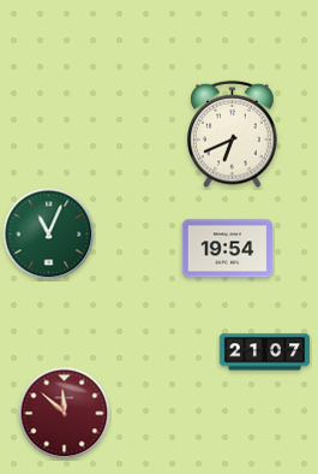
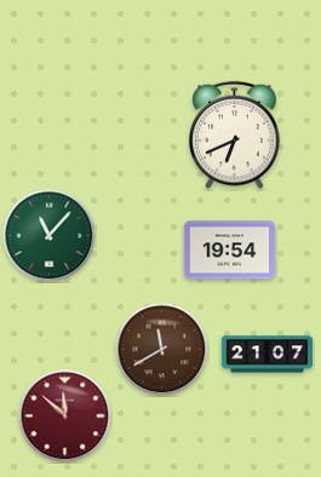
clock at (49, 235): 11:04 -> 11:07
clock at (162, 350): none -> 11:40
